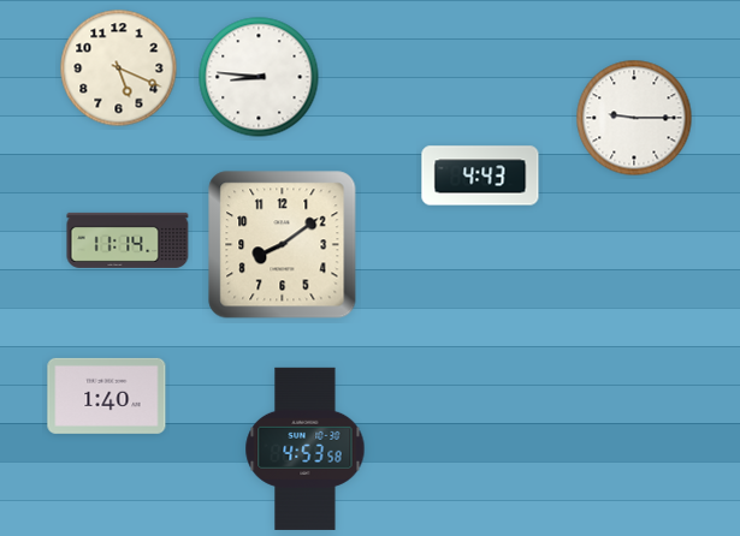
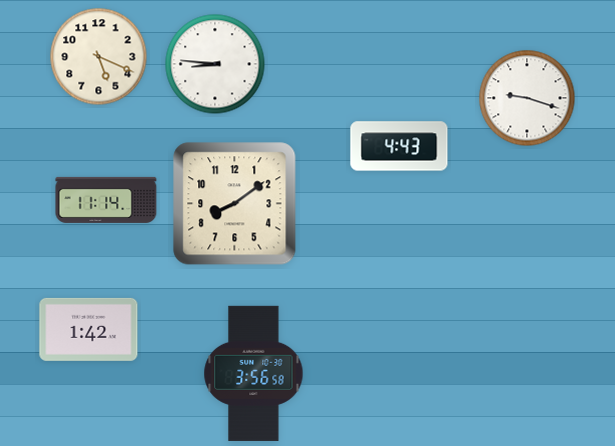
clock at (634, 118): 9:15 -> 9:18
clock at (107, 395): 1:40 -> 1:42
clock at (306, 448): 4:53 -> 3:56
